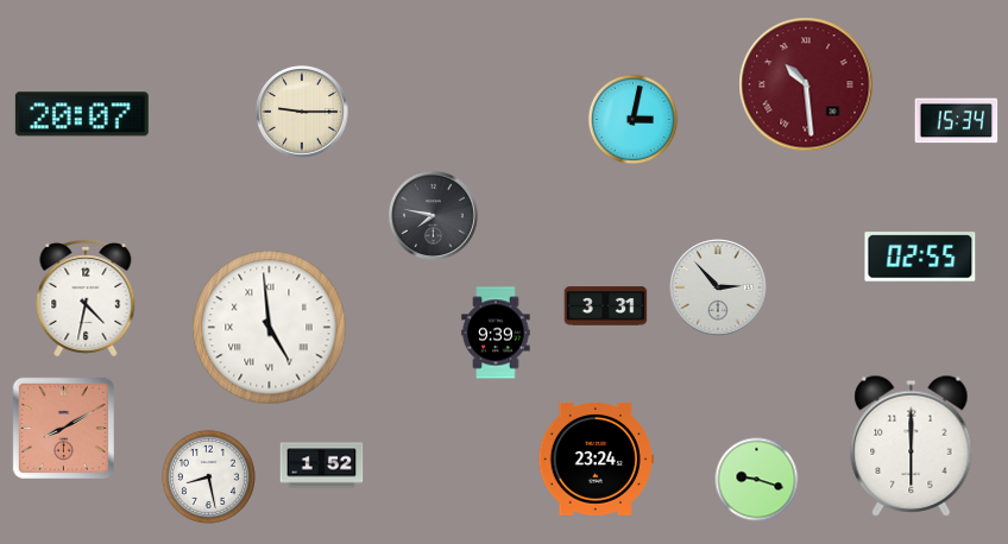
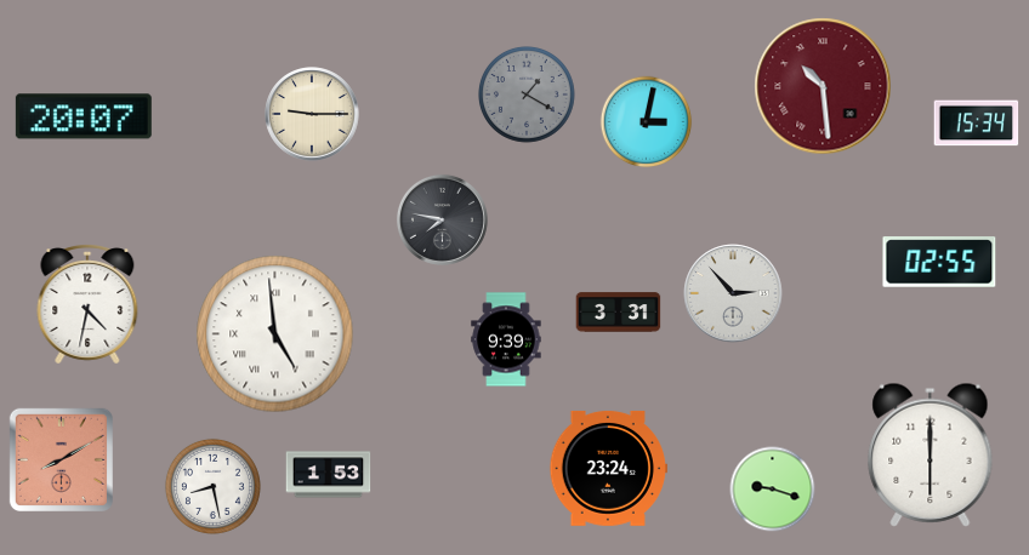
clock at (528, 96): none -> 1:20
clock at (302, 112) position: (302, 112) -> (312, 114)
clock at (63, 428) position: (63, 428) -> (61, 459)
clock at (322, 466): 1:52 -> 1:53
